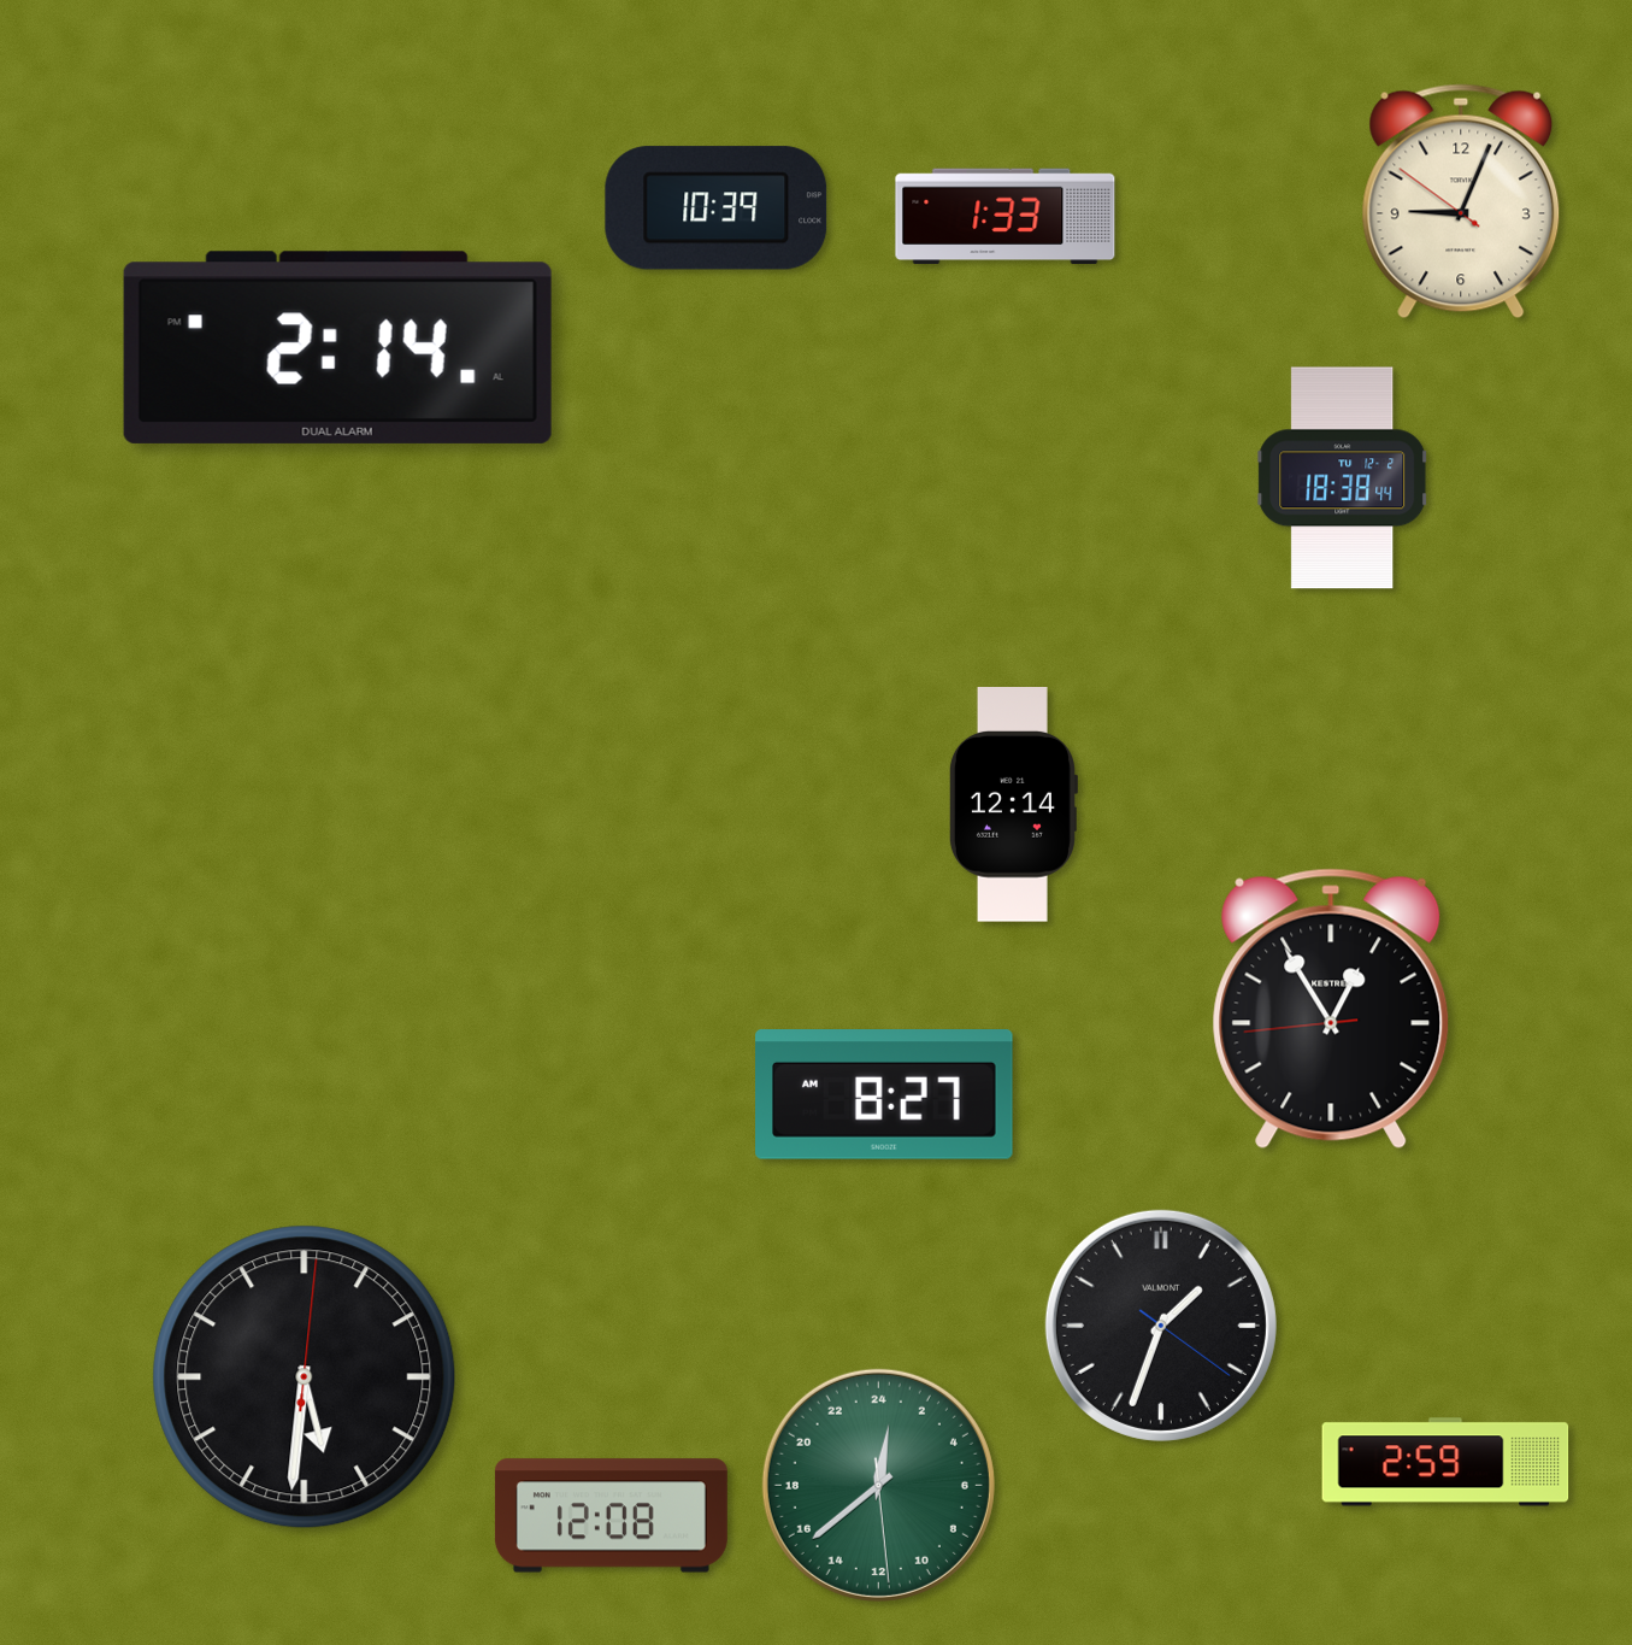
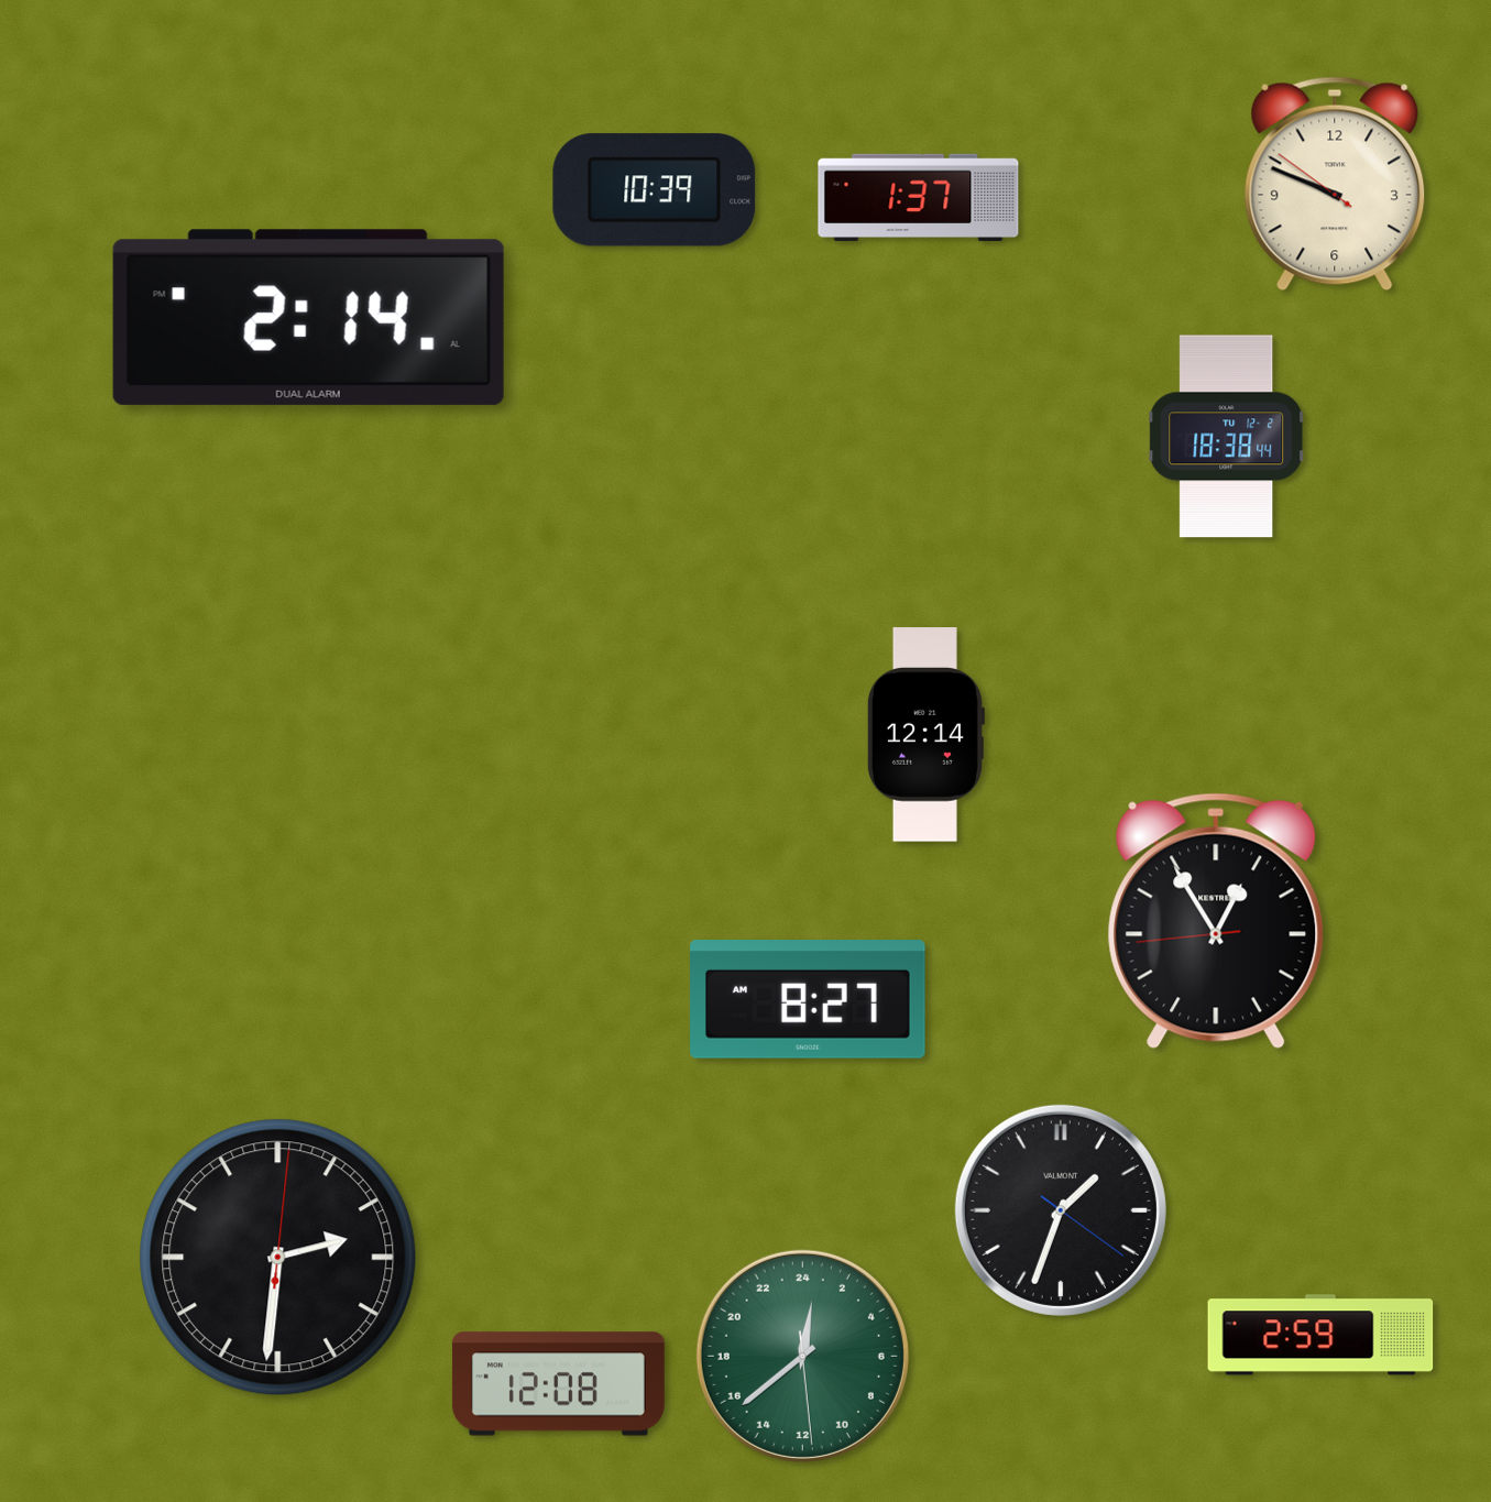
clock at (1461, 201): 9:03 -> 9:48
clock at (1006, 217): 1:33 -> 1:37
clock at (305, 1377): 5:31 -> 2:31
